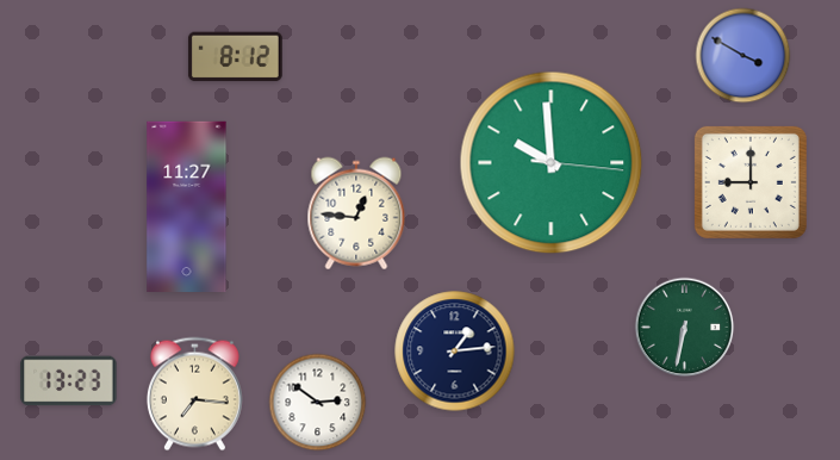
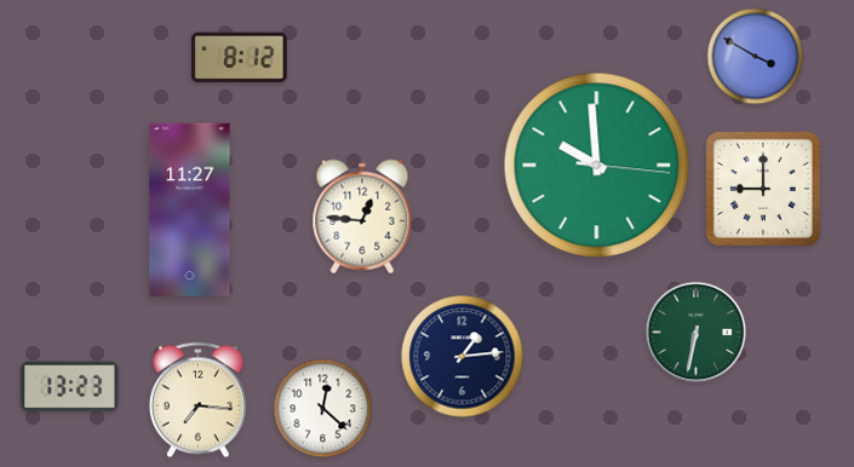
clock at (552, 163) position: (552, 163) -> (597, 166)
clock at (751, 182) position: (751, 182) -> (763, 189)
clock at (318, 403): 2:51 -> 12:22
